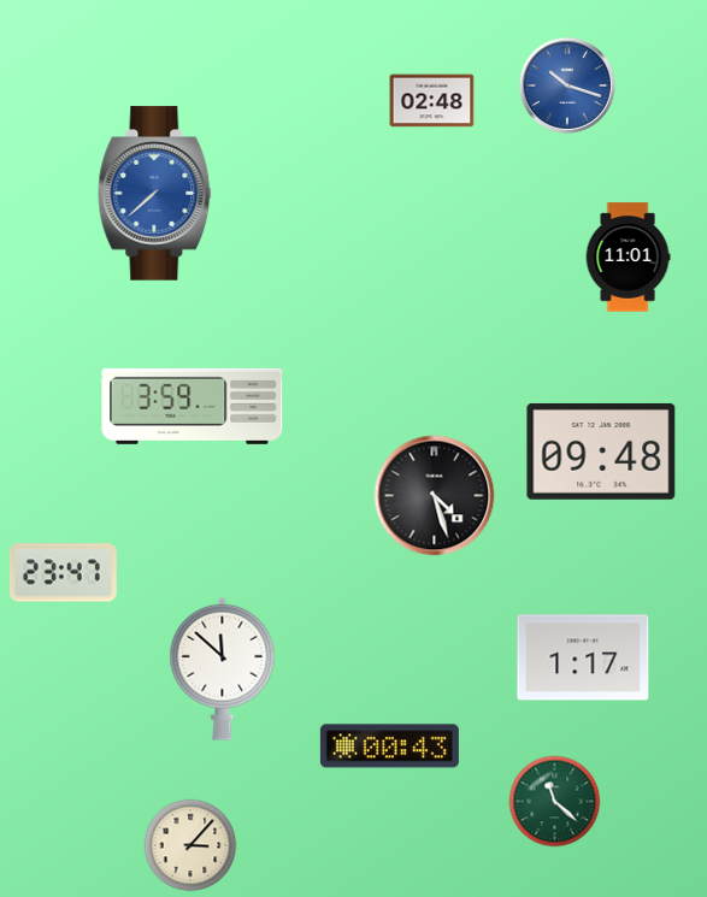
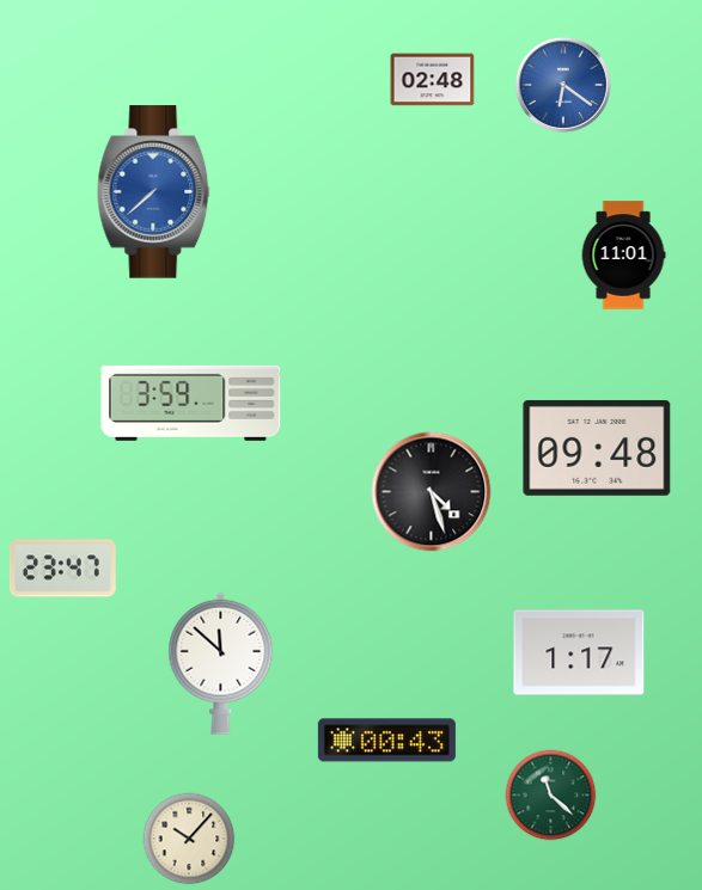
clock at (567, 85): 10:18 -> 6:21
clock at (432, 101) position: (432, 101) -> (433, 80)
clock at (190, 845): 3:07 -> 10:07
